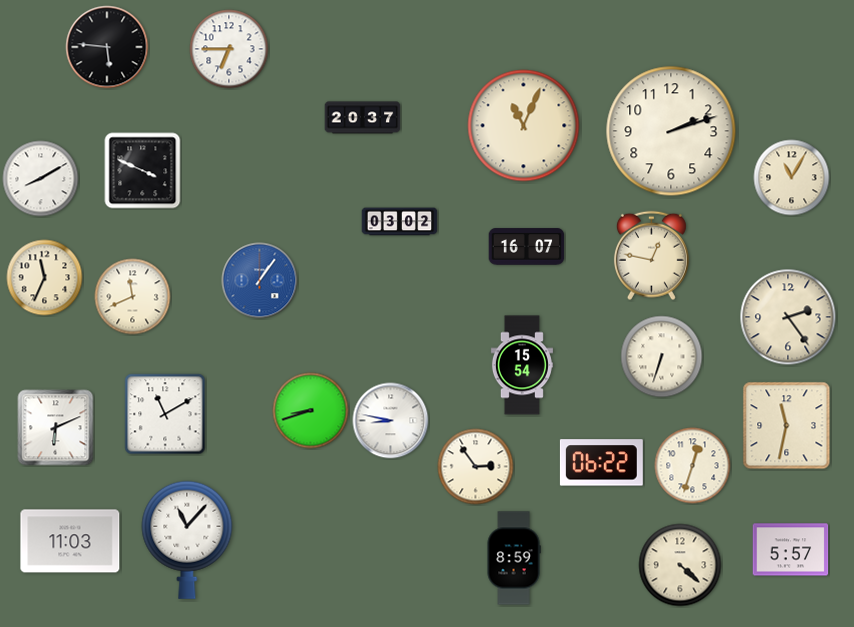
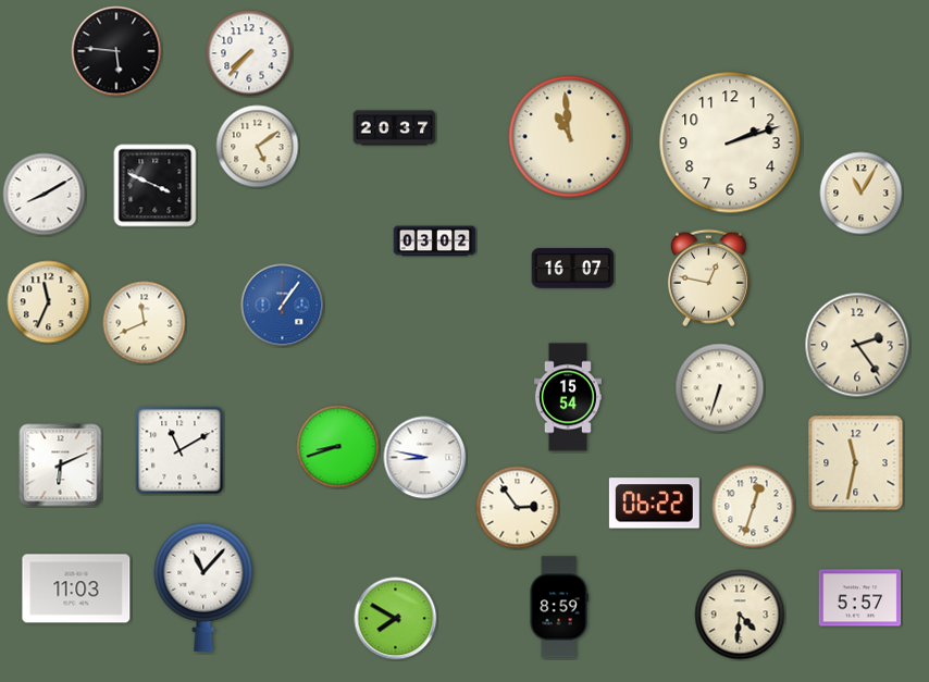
clock at (229, 49): 6:45 -> 7:37
clock at (524, 126): 11:04 -> 10:59
clock at (258, 147): none -> 5:09
clock at (680, 565): 4:22 -> 4:31
clock at (396, 619): none -> 7:50
